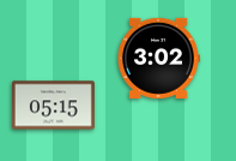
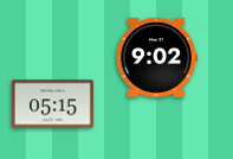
clock at (158, 58): 3:02 -> 9:02
